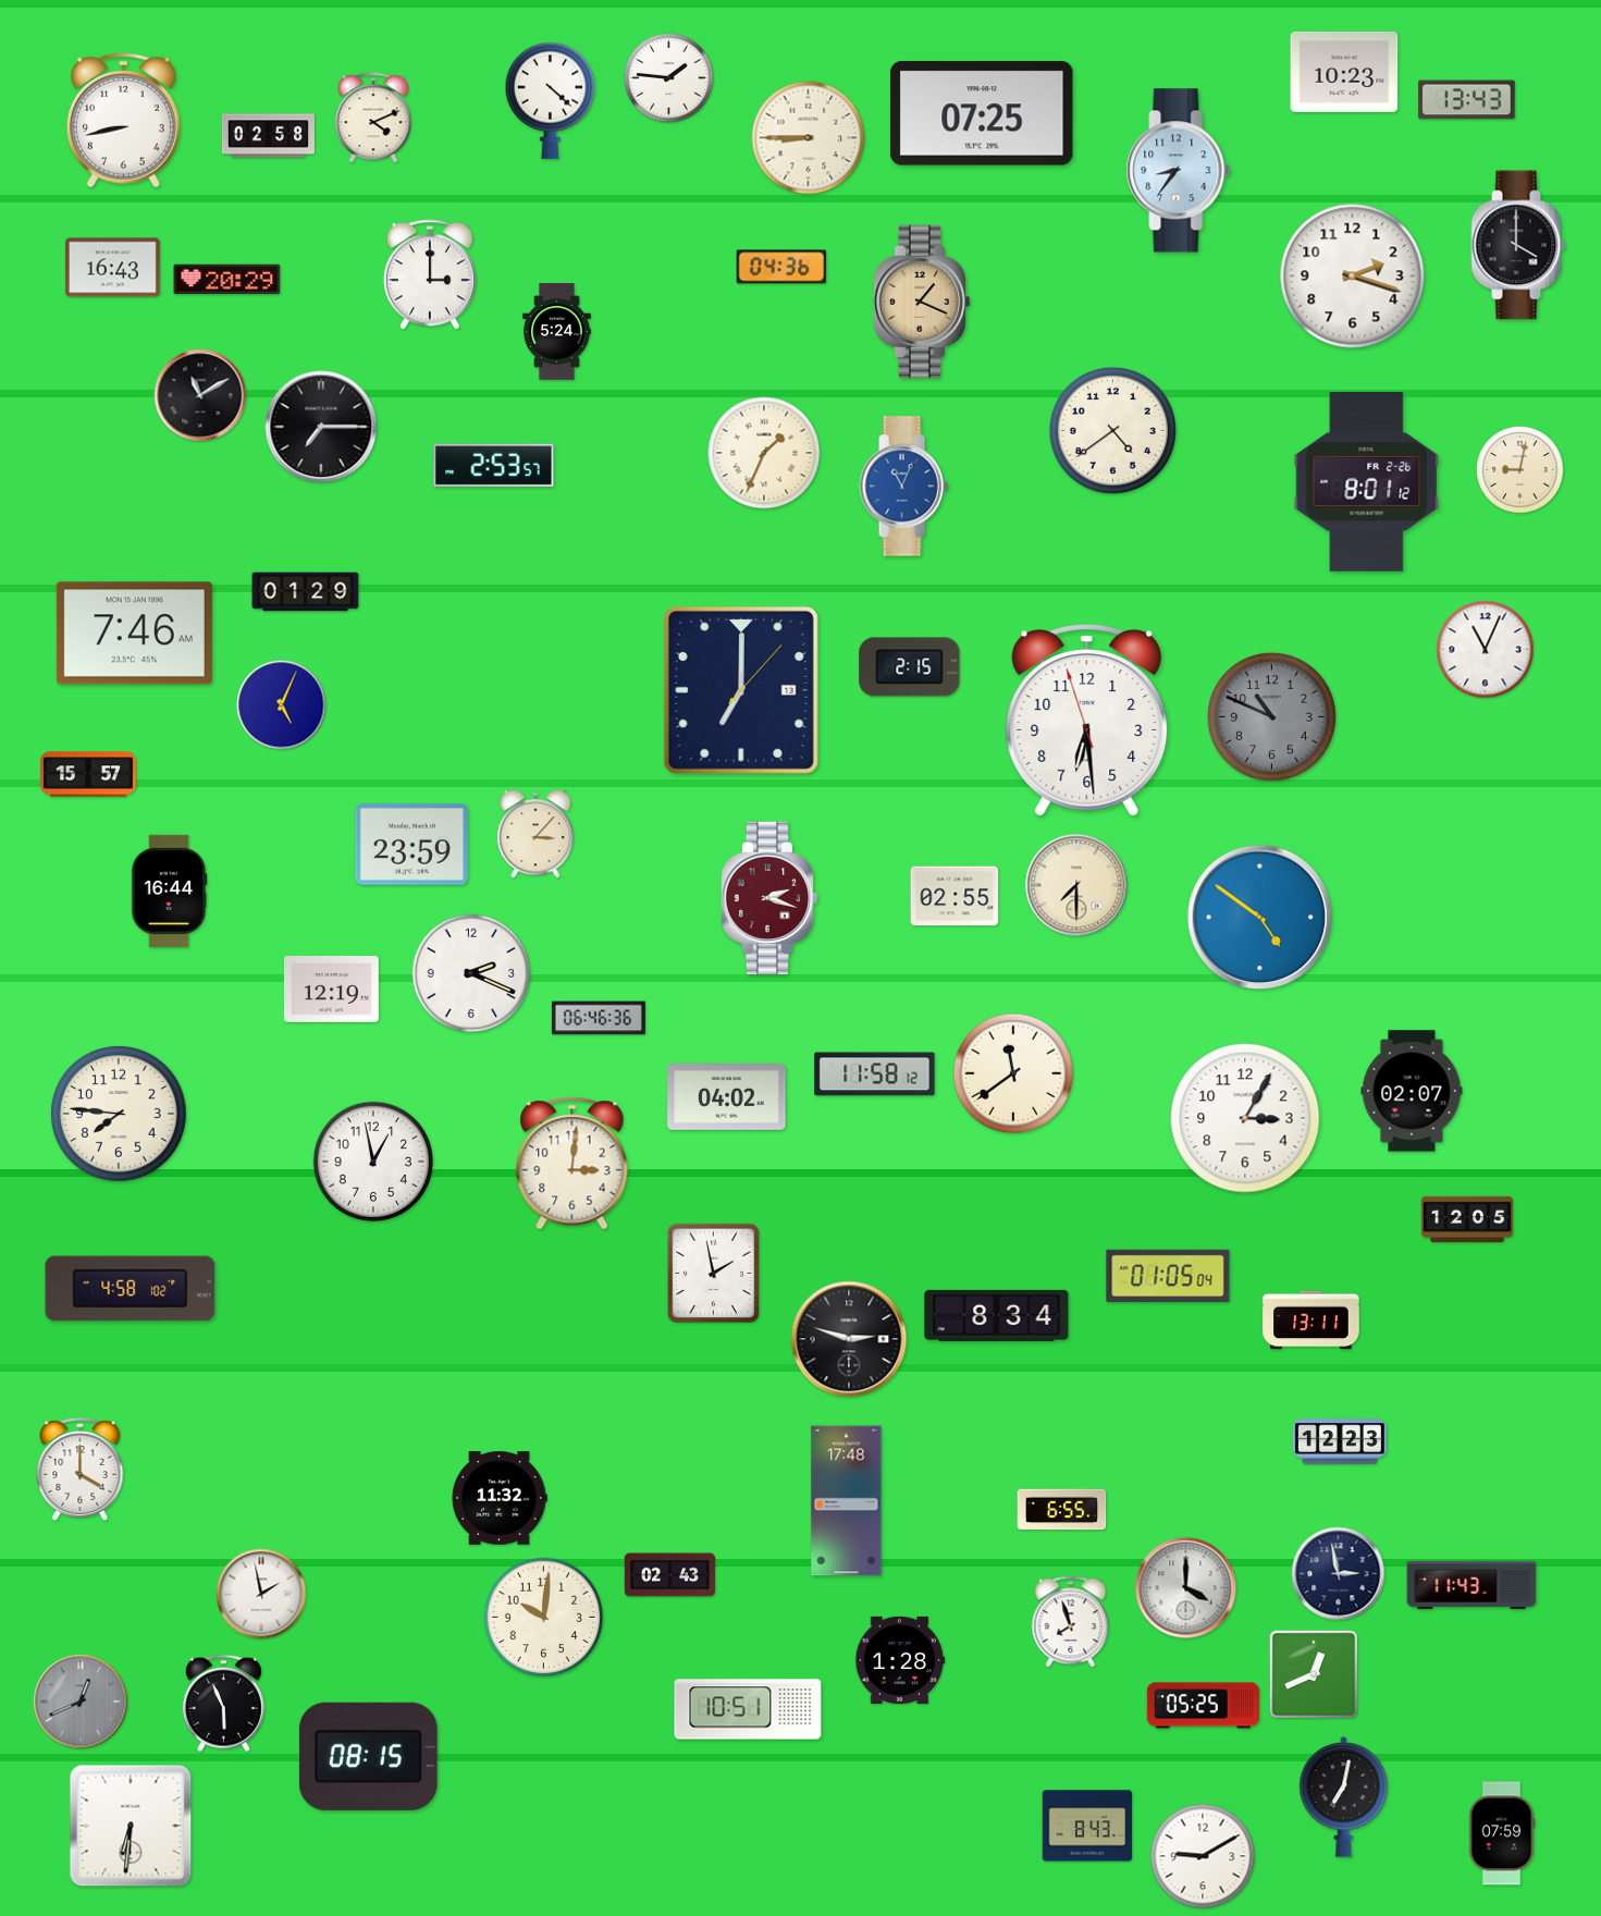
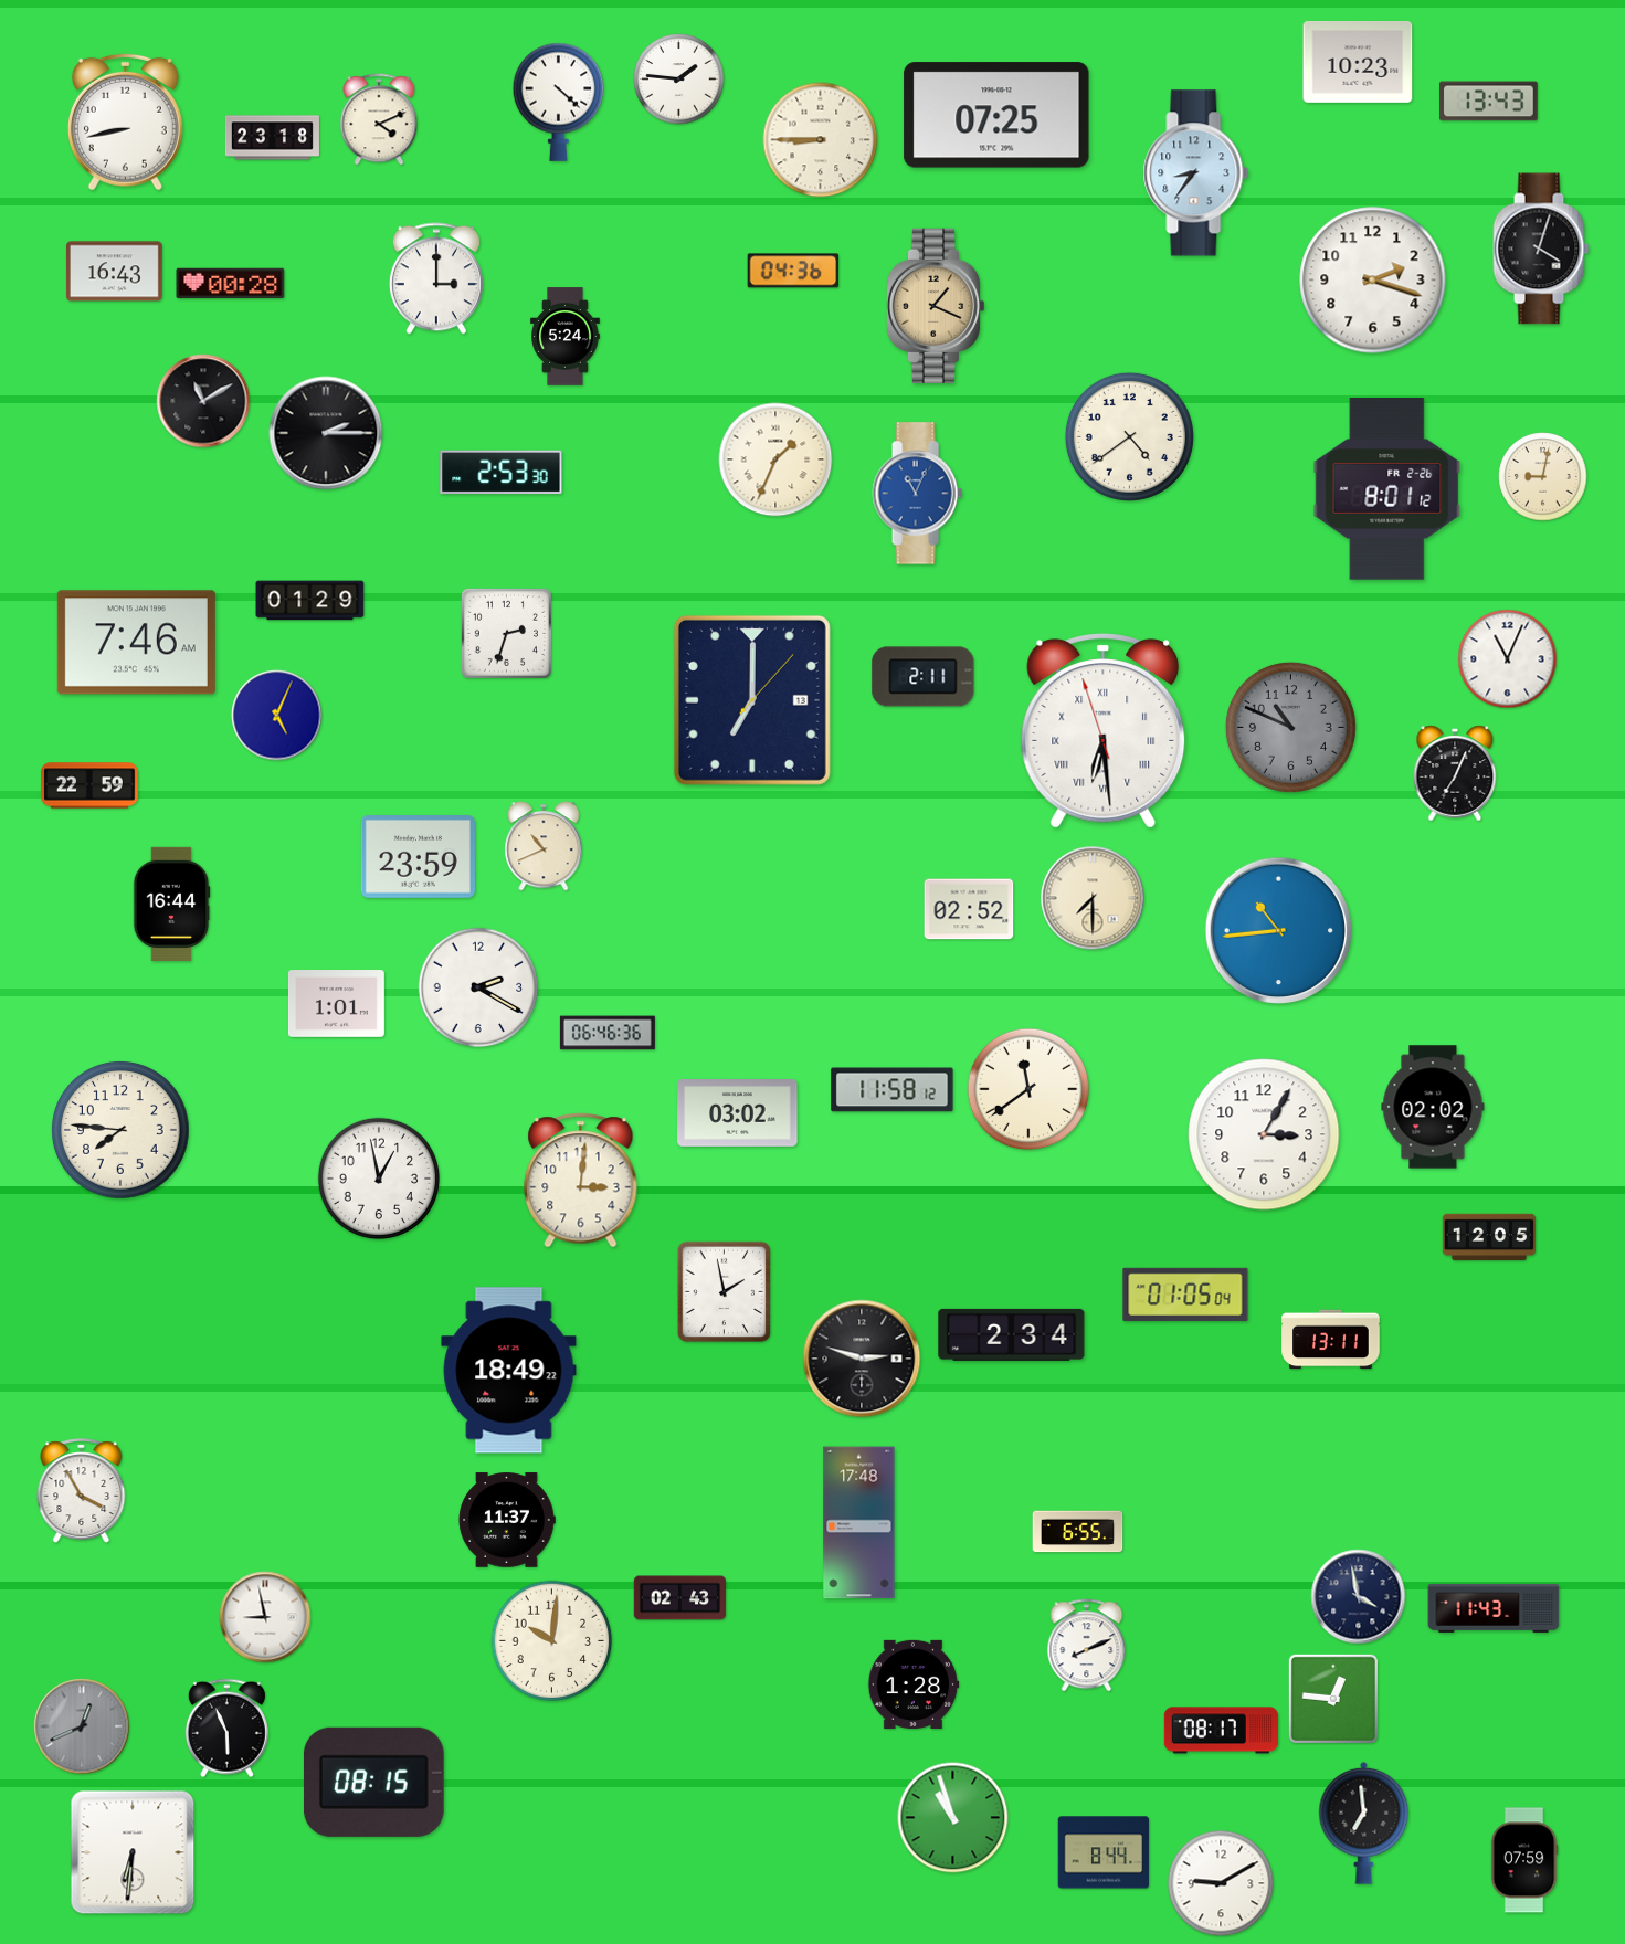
clock at (1344, 72) position: (1344, 72) -> (1358, 62)
clock at (268, 136): 02:58 -> 23:18
clock at (1518, 245): 4:00 -> 4:03
clock at (227, 280): 20:29 -> 00:28
clock at (321, 427): 7:15 -> 2:15
clock at (494, 466): 2:53:57 -> 2:53:30
clock at (506, 633): none -> 2:33
clock at (910, 667): 2:15 -> 2:11
clock at (282, 705) position: (282, 705) -> (277, 716)
clock at (1087, 721) numerals: Arabic -> Roman
clock at (1455, 773): none -> 7:04
clock at (88, 774): 15:57 -> 22:59
clock at (535, 834): 3:07 -> 10:41
clock at (955, 896): 02:55 -> 02:52
clock at (769, 897): 2:18 -> none
clock at (1259, 917): 4:51 -> 10:44
clock at (471, 973): 2:19 -> 2:20
clock at (331, 990): 12:19 -> 1:01
clock at (875, 1074) position: (875, 1074) -> (893, 1090)
clock at (1412, 1091): 02:07 -> 02:02
clock at (727, 1097): 04:02 -> 03:02
clock at (131, 1289): 4:58 -> none
clock at (997, 1315): 8:34 -> 2:34
clock at (509, 1371): none -> 18:49
clock at (1340, 1441): 12:23 -> none
clock at (81, 1470): 4:00 -> 3:55
clock at (500, 1498): 11:32 -> 11:37
clock at (1339, 1574): 2:58 -> 3:58
clock at (1186, 1588): 4:00 -> none
clock at (261, 1594): 1:58 -> 8:58
clock at (1071, 1622): 7:57 -> 8:11
clock at (1313, 1673): 12:41 -> 12:46
clock at (1203, 1706): 05:25 -> 08:17
clock at (748, 1709): 10:51 -> none
clock at (953, 1818): none -> 10:57
clock at (1344, 1796): 7:02 -> 6:59
clock at (1087, 1826): 8:43 -> 8:44
